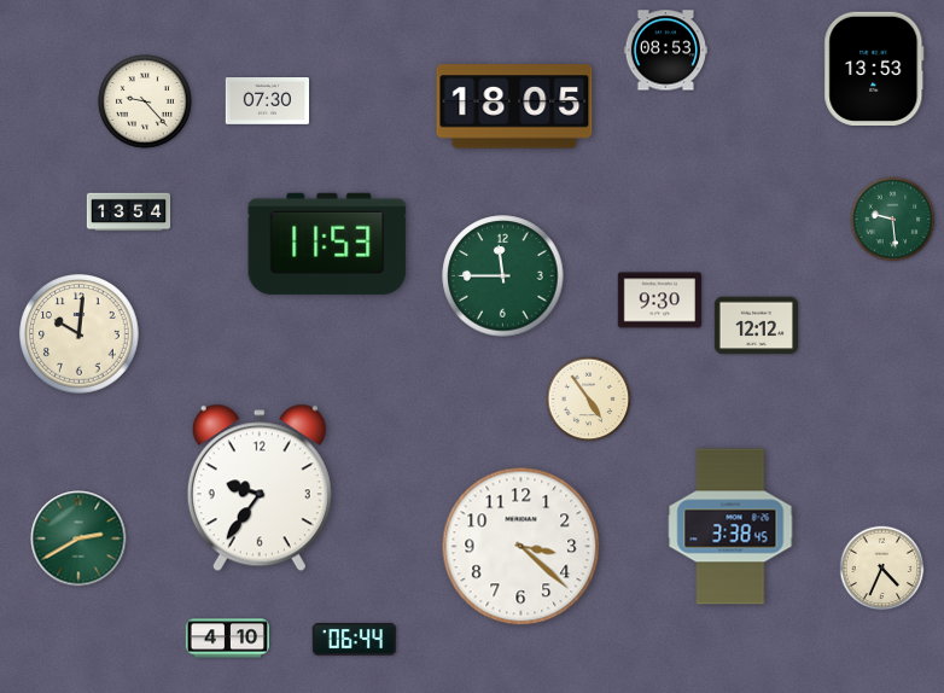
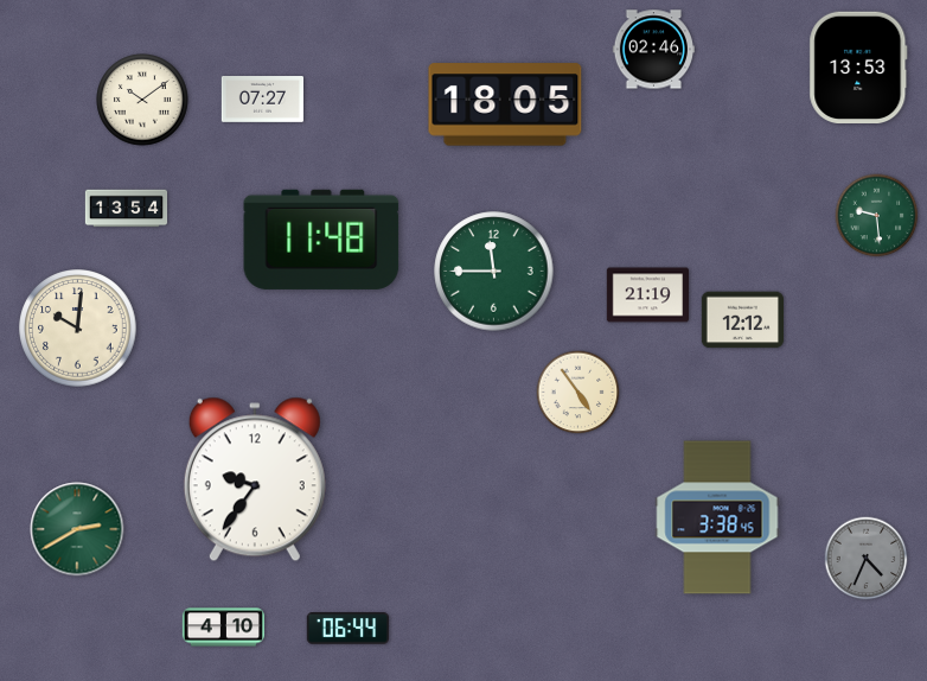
clock at (665, 51): 08:53 -> 02:46
clock at (145, 101): 9:23 -> 10:09
clock at (267, 101): 07:30 -> 07:27
clock at (327, 244): 11:53 -> 11:48
clock at (659, 301): 9:30 -> 21:19
clock at (521, 547): 3:22 -> none
clock at (882, 569) dial: cream -> grey
